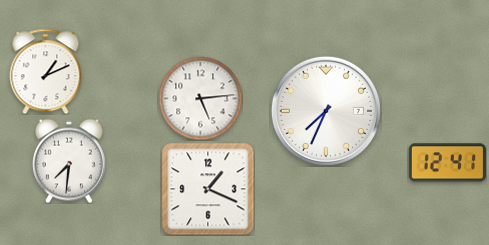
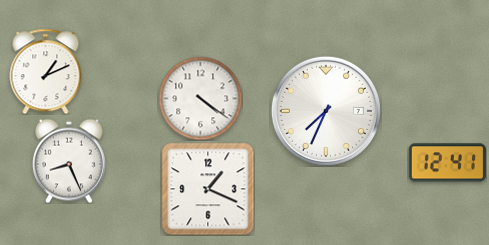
clock at (200, 98): 5:14 -> 4:21
clock at (69, 161): 7:31 -> 8:26
